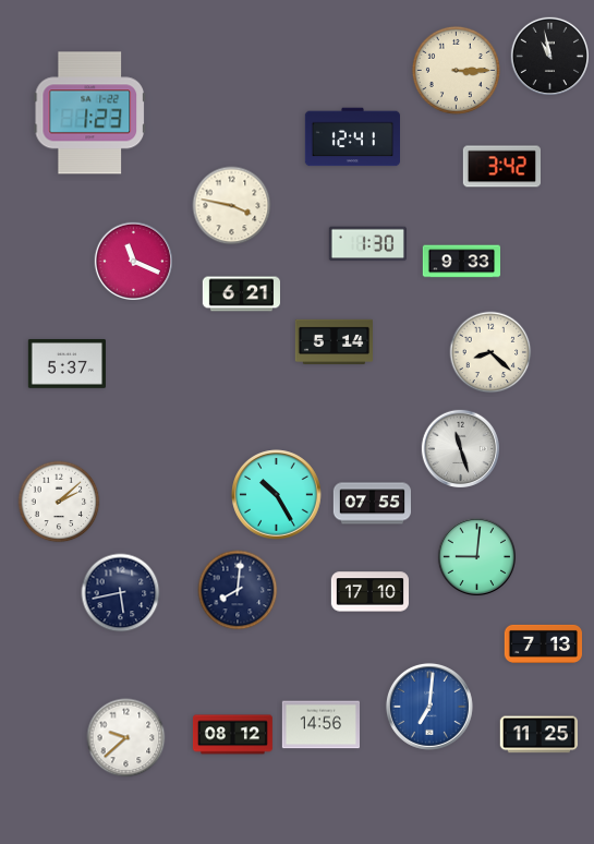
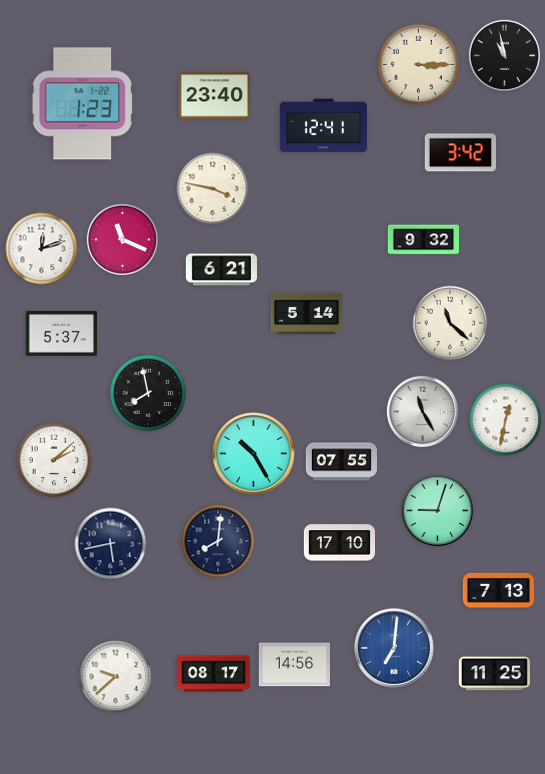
clock at (549, 56) position: (549, 56) -> (504, 55)
clock at (214, 96): none -> 23:40
clock at (367, 244): 1:30 -> none
clock at (461, 262): 9:33 -> 9:32
clock at (42, 249): none -> 12:12
clock at (490, 352): 8:22 -> 11:22
clock at (148, 393): none -> 7:58
clock at (460, 448): 11:27 -> 11:25
clock at (506, 420): none -> 12:32
clock at (476, 556): 9:01 -> 9:03
clock at (232, 735): 08:12 -> 08:17
